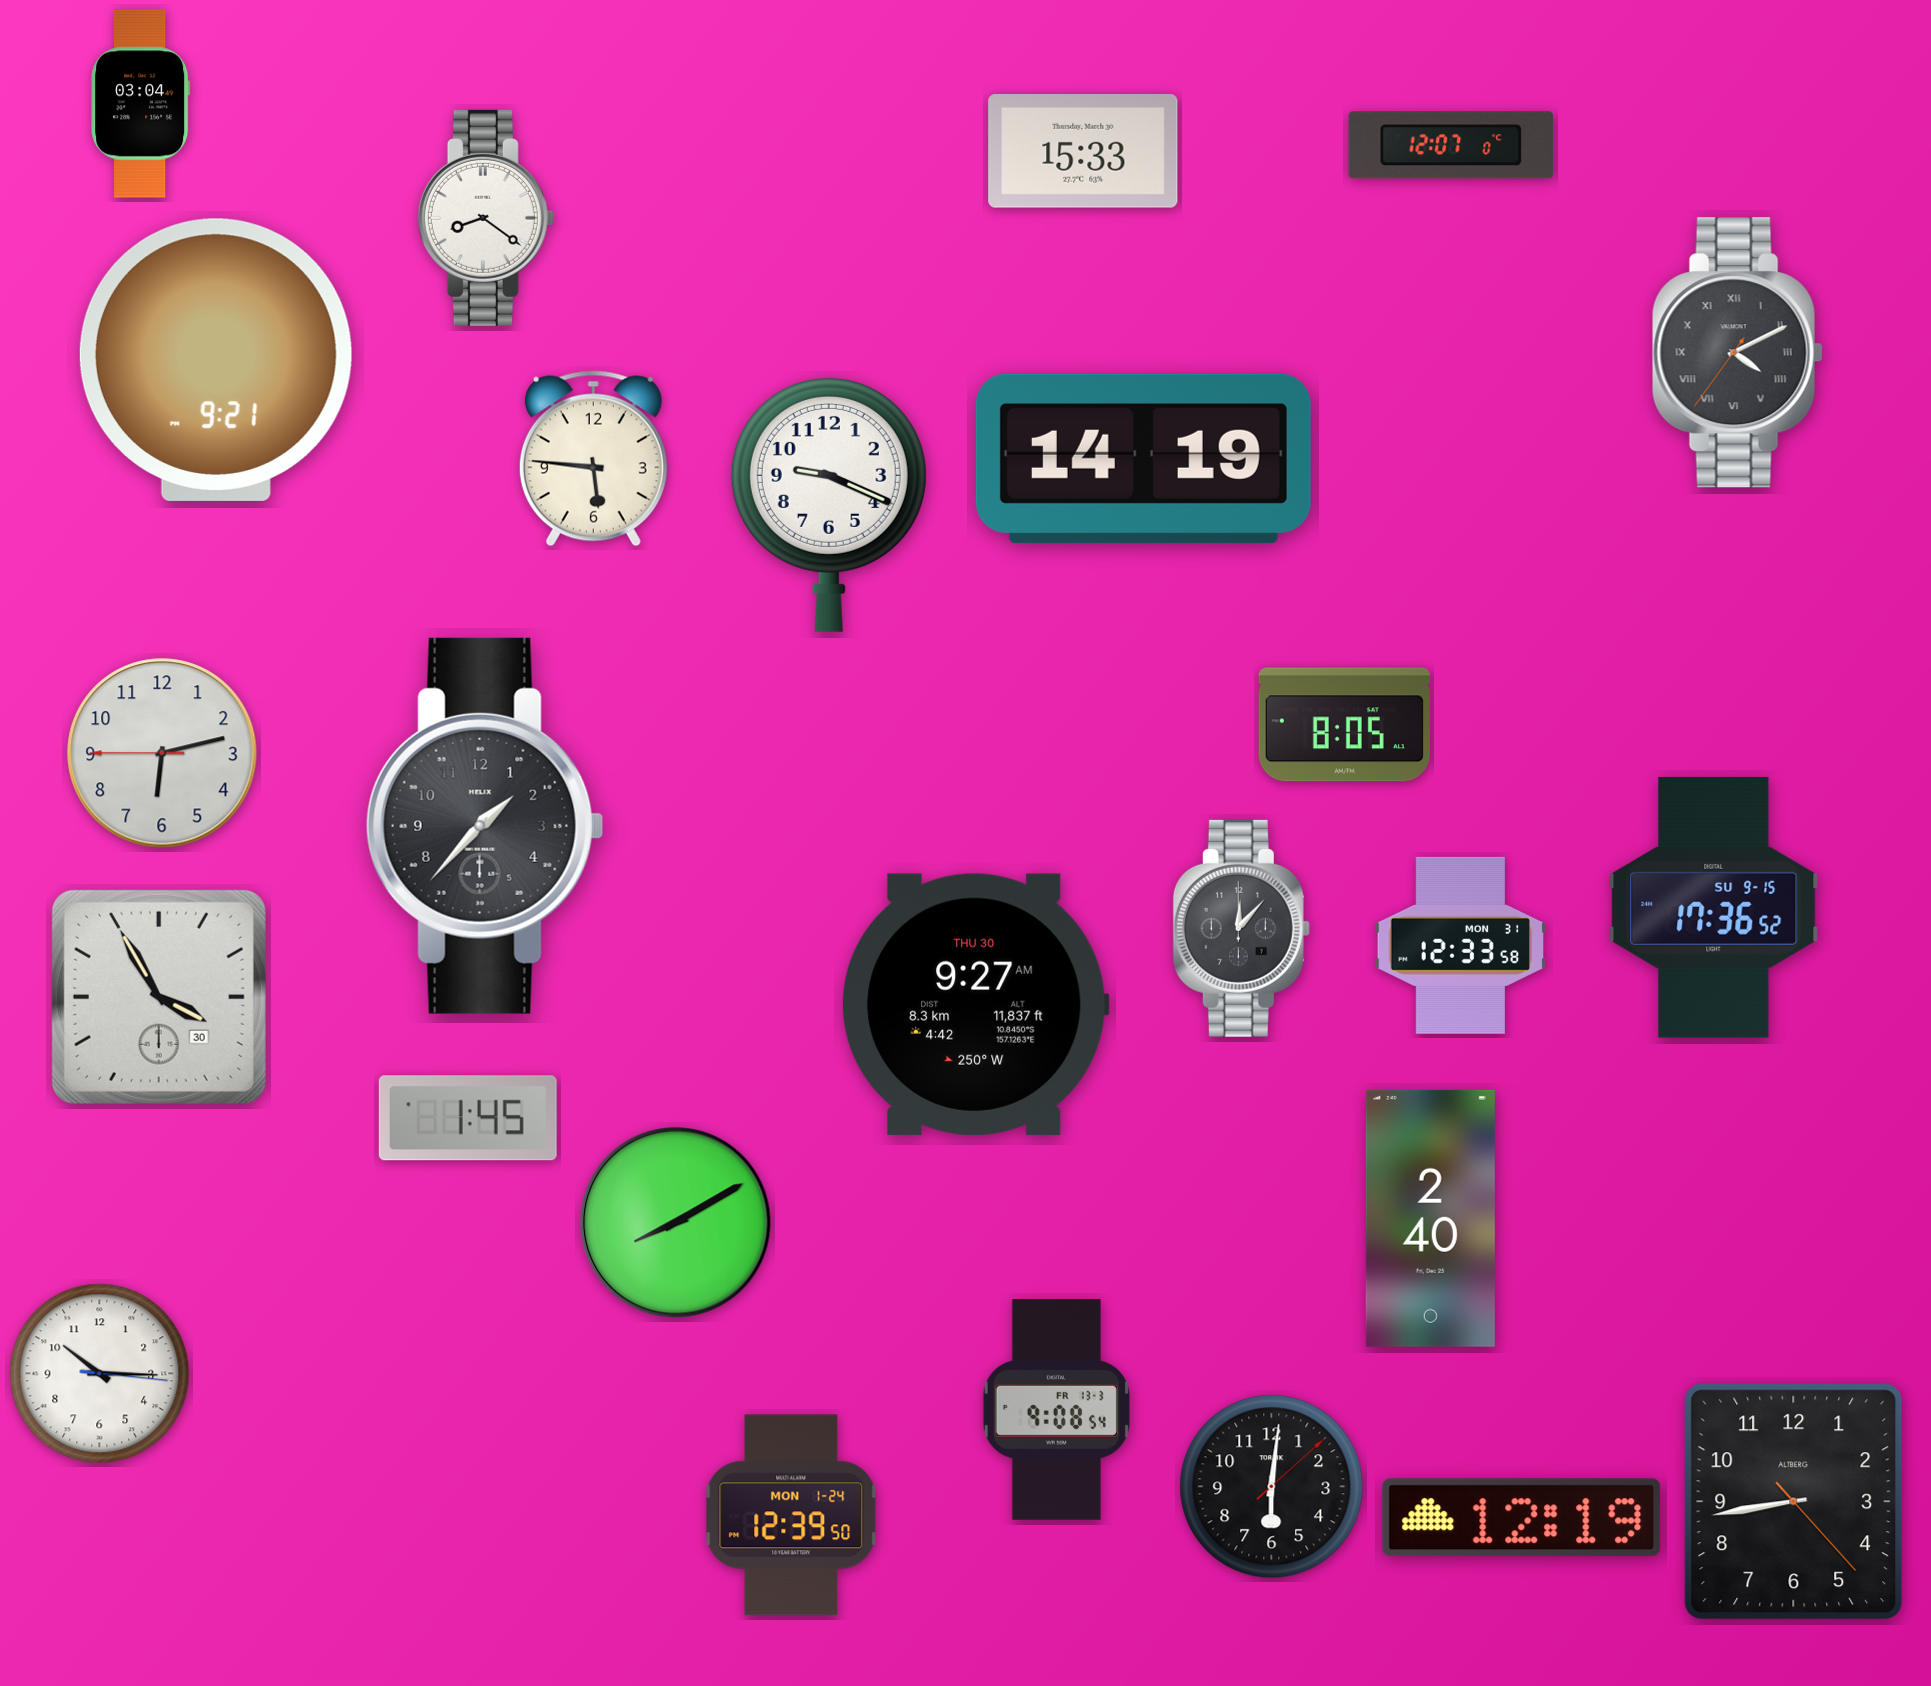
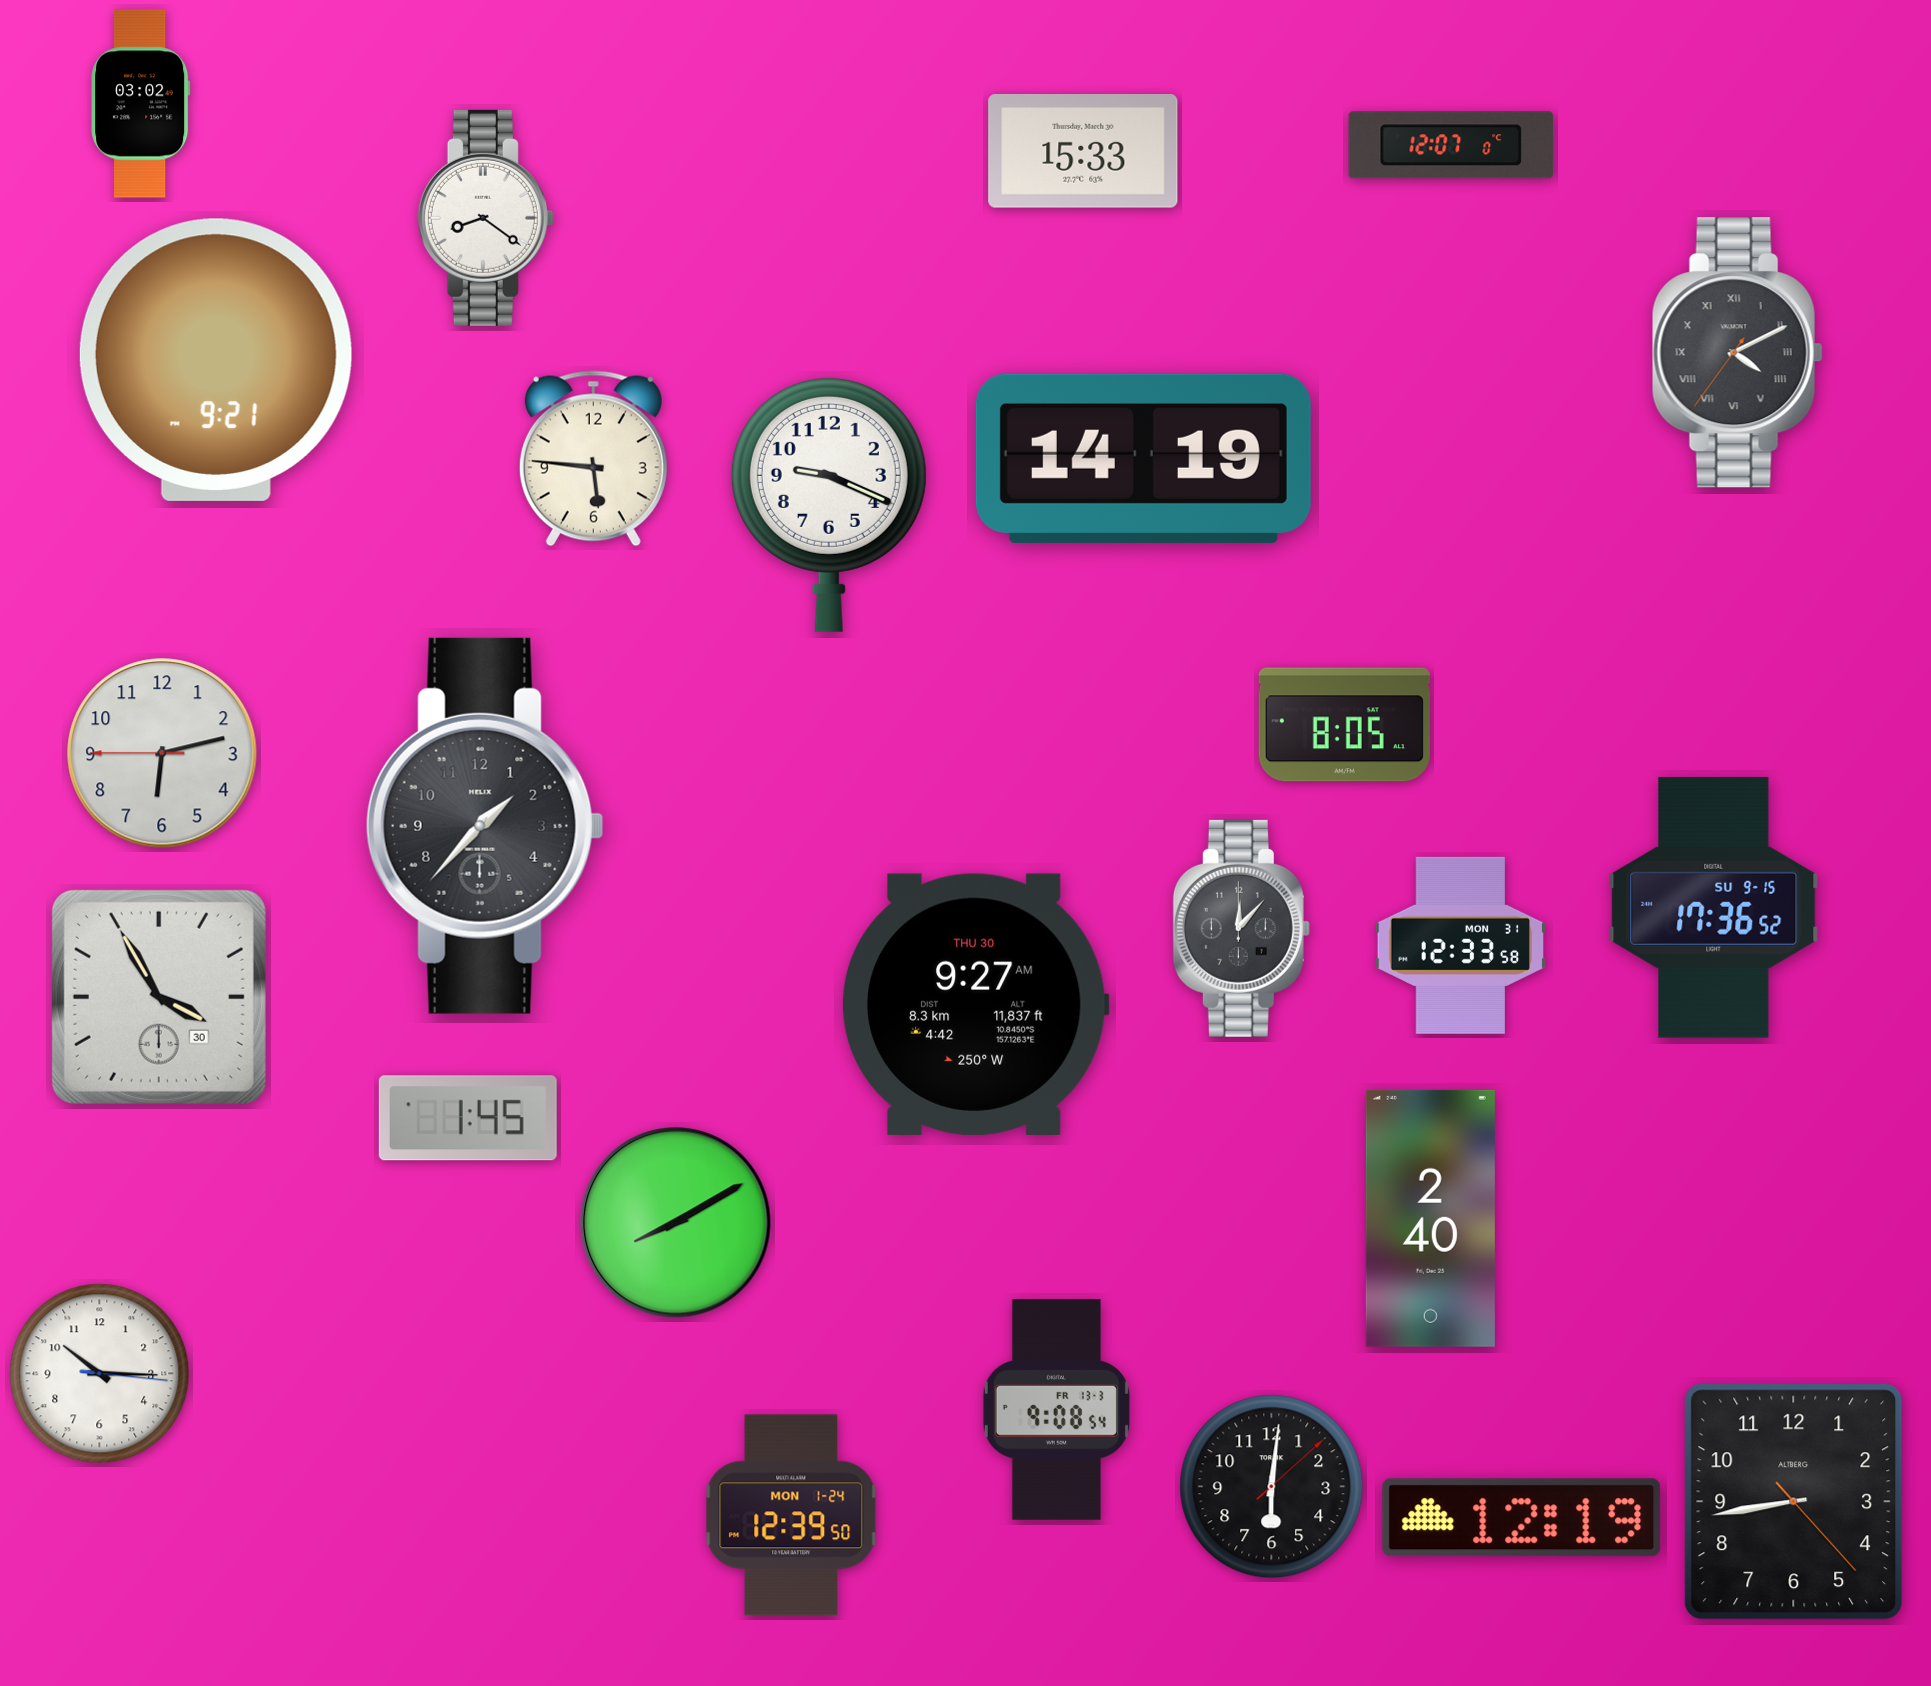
clock at (141, 104): 03:04 -> 03:02
